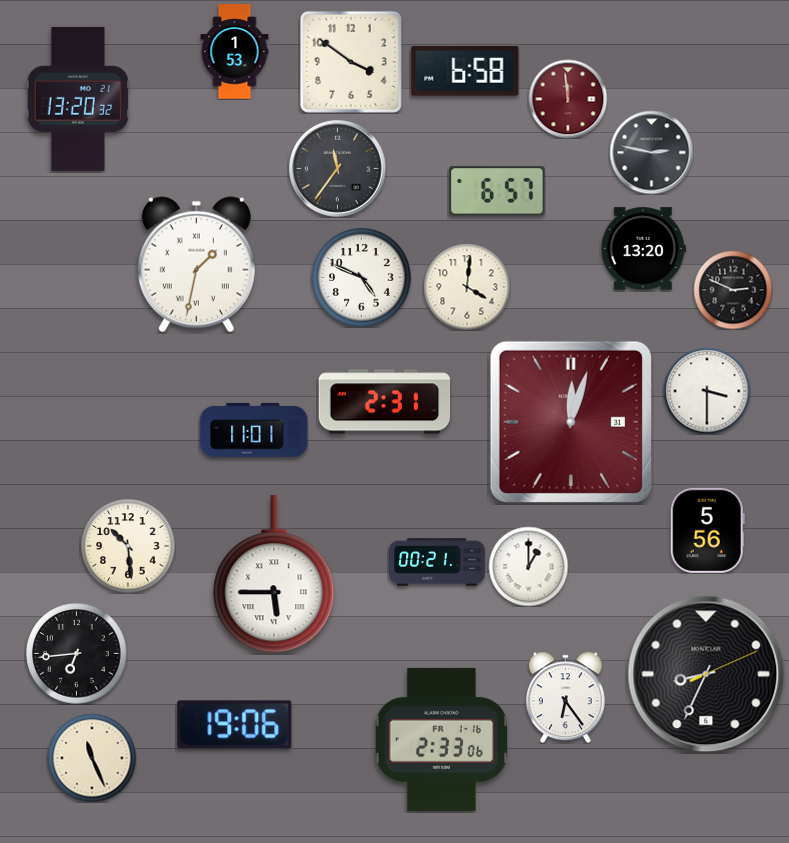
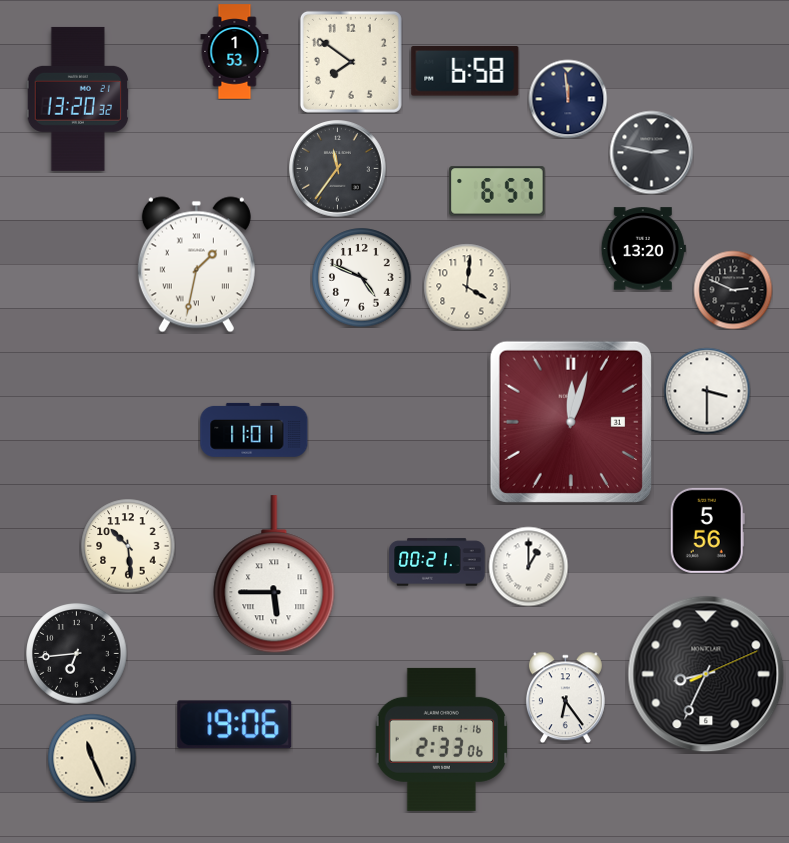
clock at (351, 62): 3:51 -> 7:51
clock at (568, 99) dial: burgundy -> navy
clock at (385, 402): 2:31 -> none
